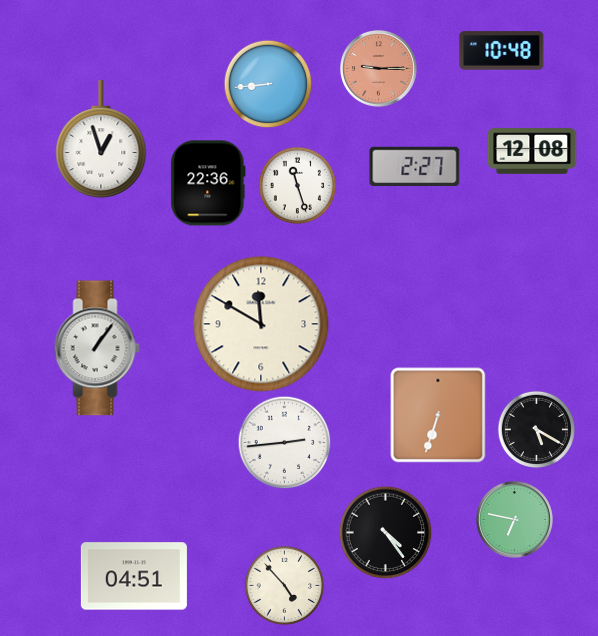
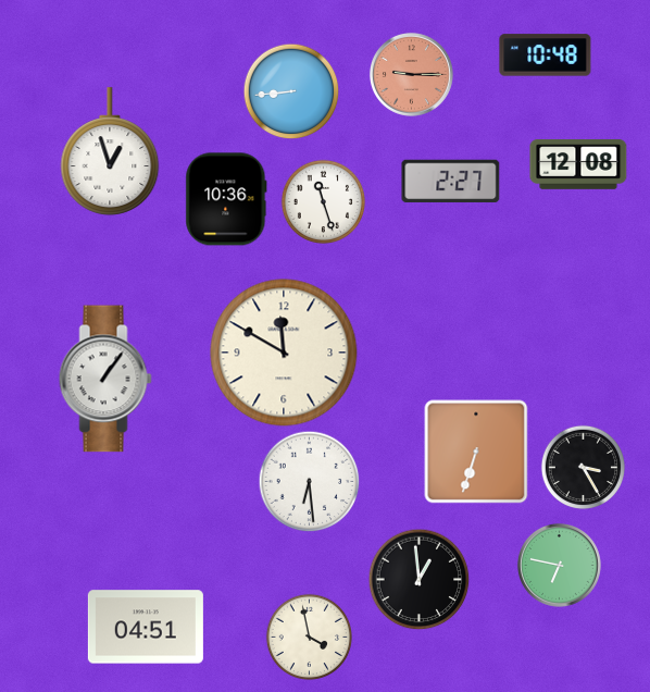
clock at (208, 183): 22:36 -> 10:36
clock at (536, 429): 5:20 -> 3:25
clock at (284, 442): 2:44 -> 6:29
clock at (385, 532): 4:24 -> 12:59
clock at (284, 585): 4:53 -> 3:58
